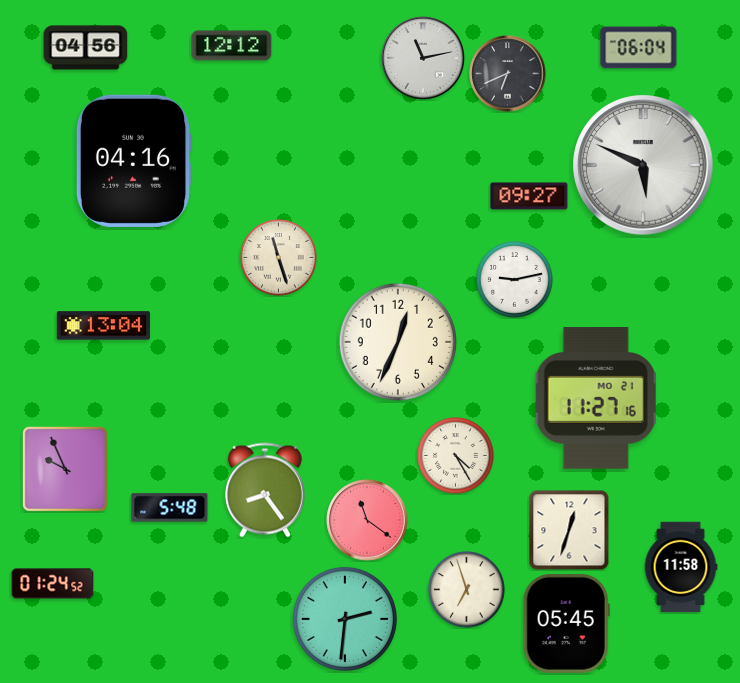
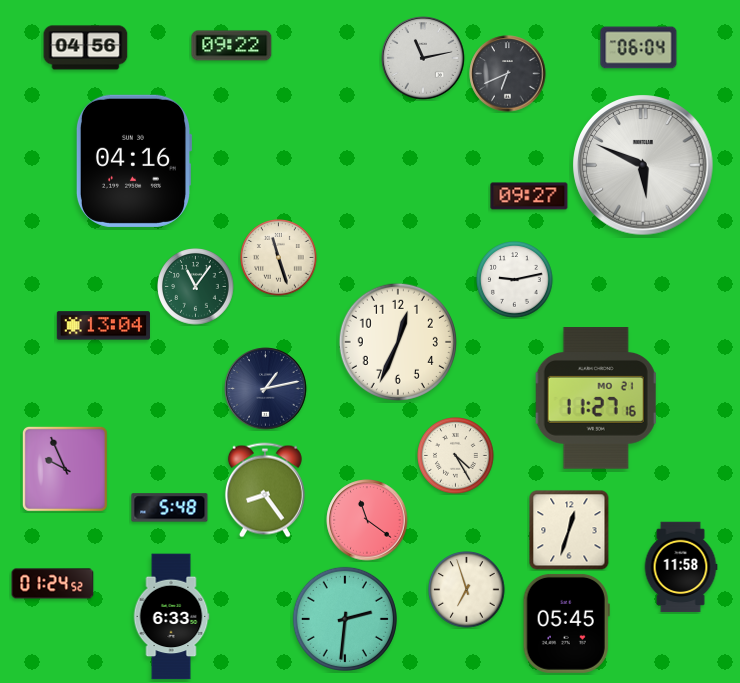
clock at (232, 46): 12:12 -> 09:22
clock at (196, 287): none -> 11:06
clock at (266, 389): none -> 1:13
clock at (171, 617): none -> 6:33
